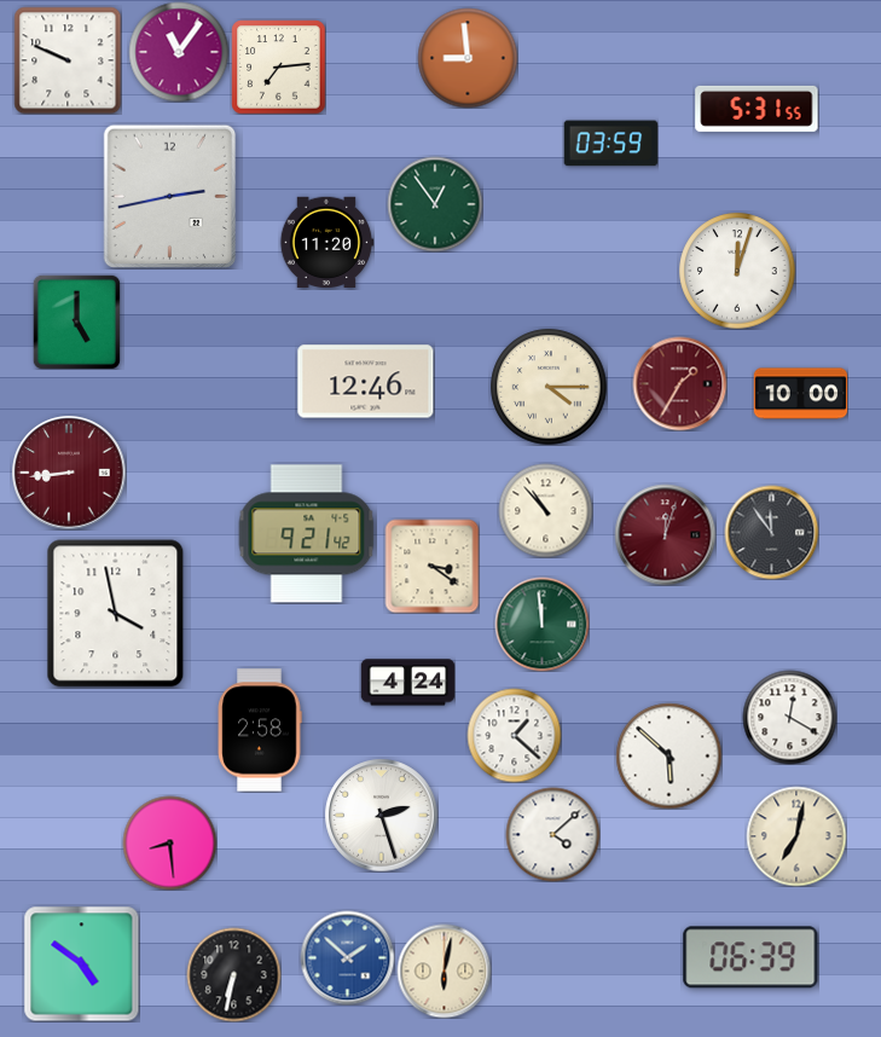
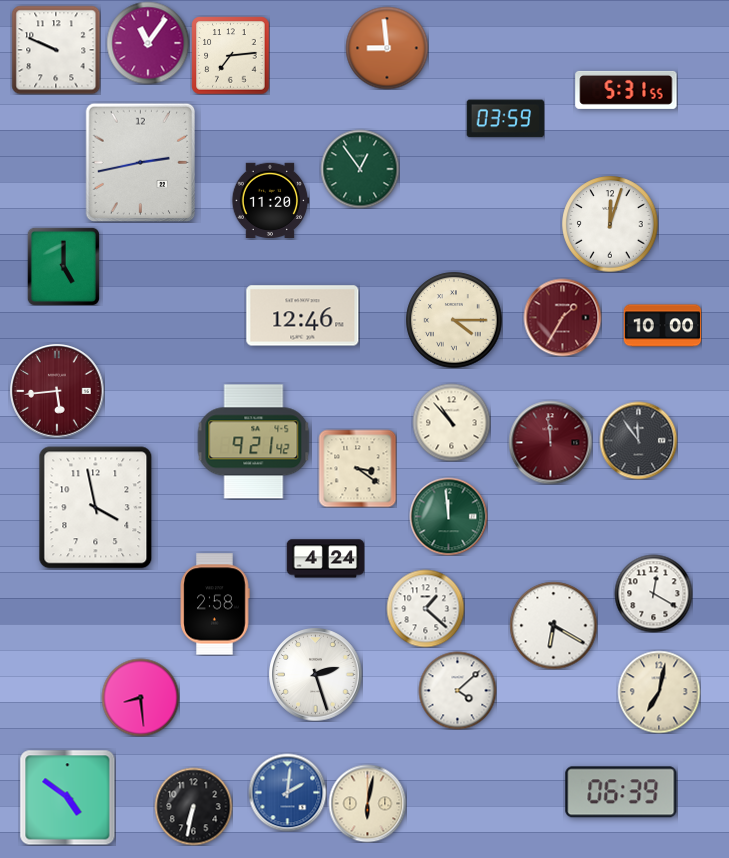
clock at (69, 473): 8:44 -> 5:44
clock at (665, 534): 12:03 -> 11:59
clock at (407, 683) position: (407, 683) -> (325, 559)
clock at (668, 755): 5:52 -> 6:20
clock at (347, 957): 1:52 -> 2:01
